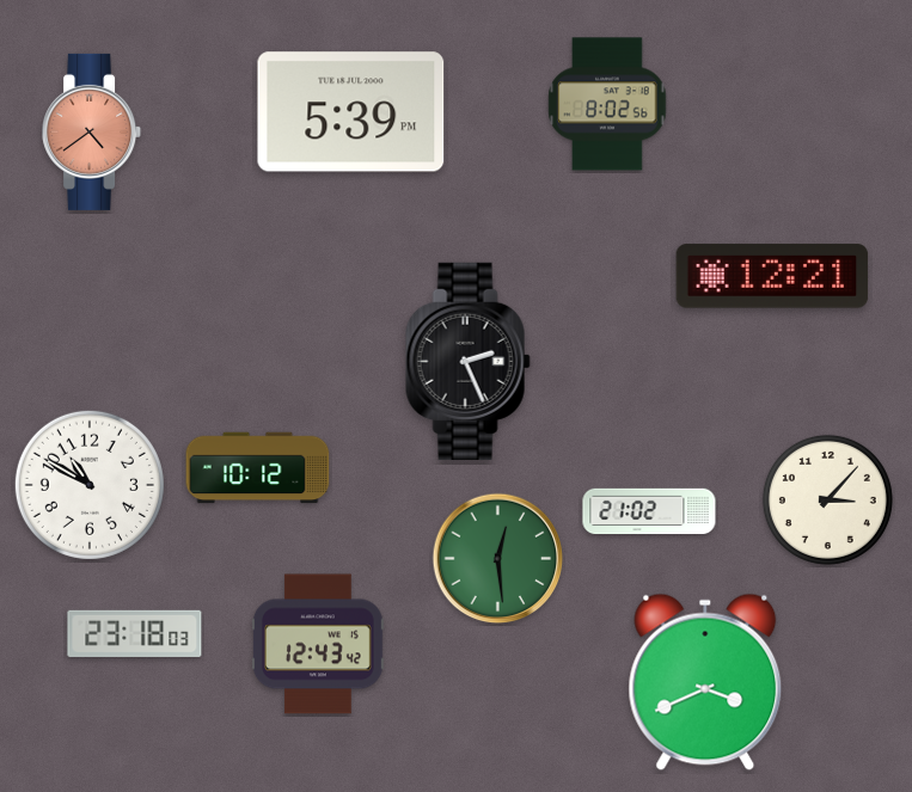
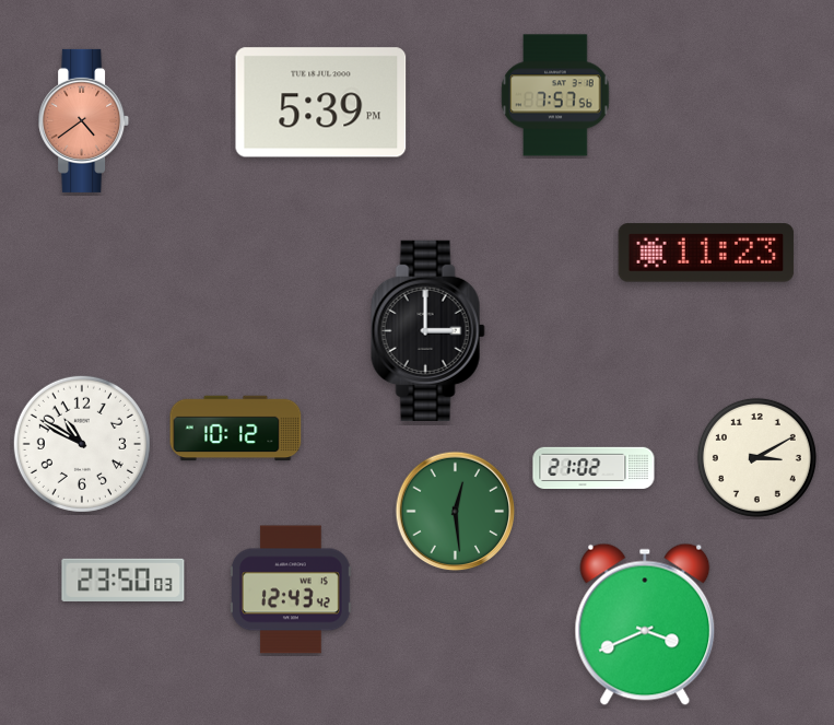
clock at (607, 104): 8:02 -> 7:57
clock at (772, 276): 12:21 -> 11:23
clock at (467, 361): 2:26 -> 3:00
clock at (827, 499): 3:07 -> 3:10
clock at (135, 633): 23:18 -> 23:50
